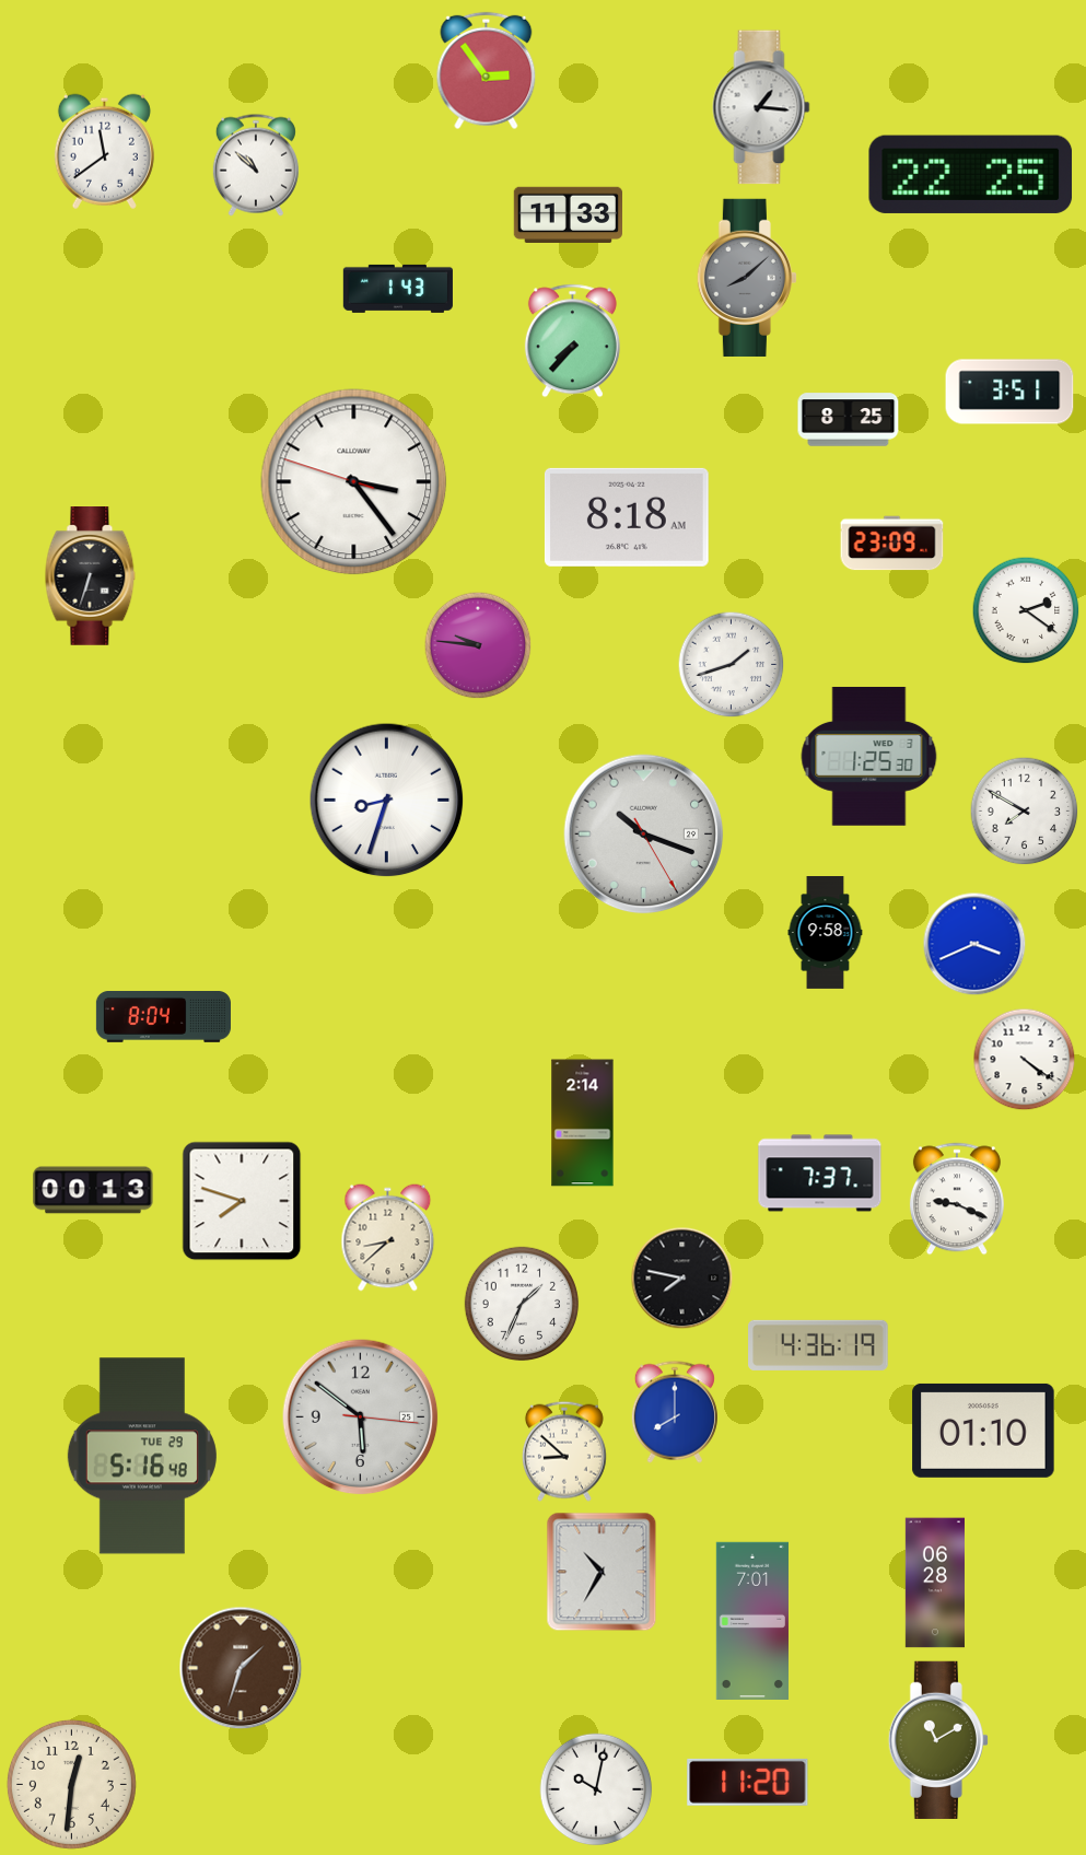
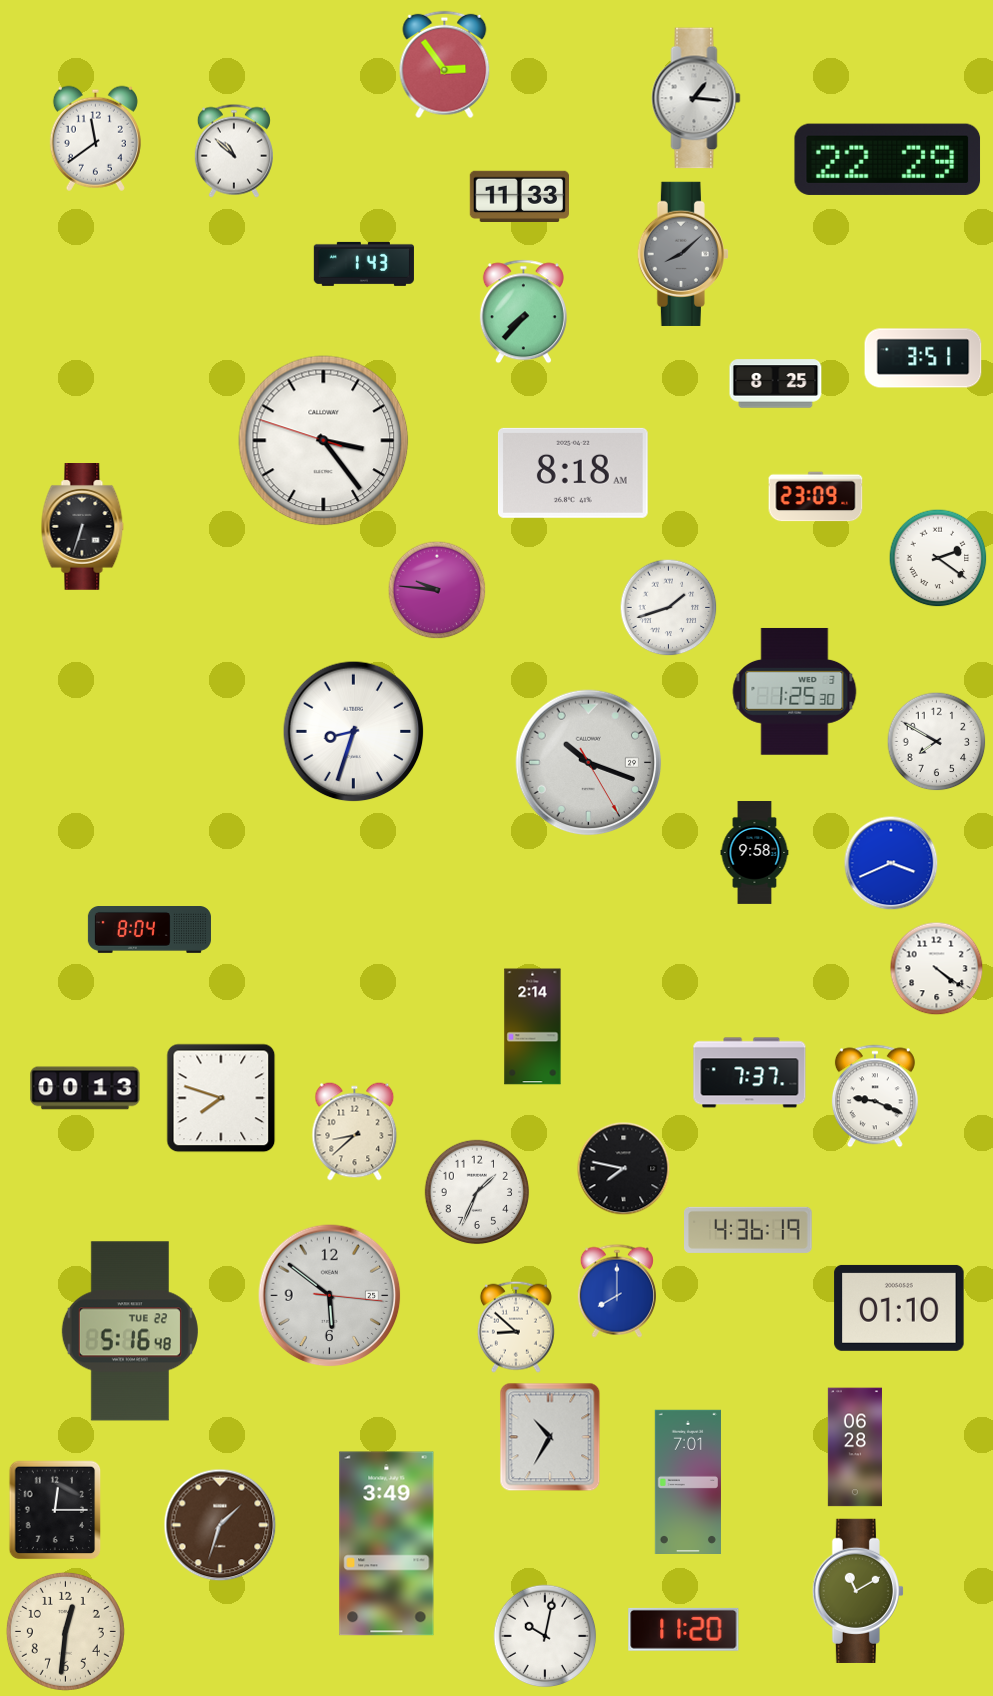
clock at (971, 174): 22:25 -> 22:29
clock at (142, 1456) date: TUE 29 -> TUE 22
clock at (55, 1510): none -> 12:15
clock at (387, 1544): none -> 3:49
